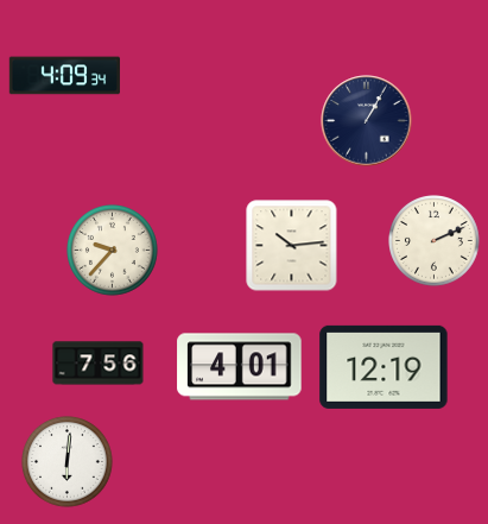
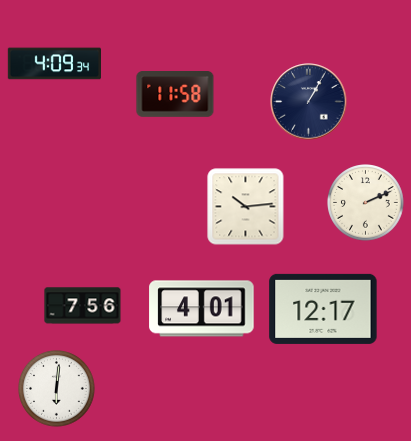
clock at (175, 94): none -> 11:58
clock at (113, 251): 9:37 -> none
clock at (384, 367): 12:19 -> 12:17
